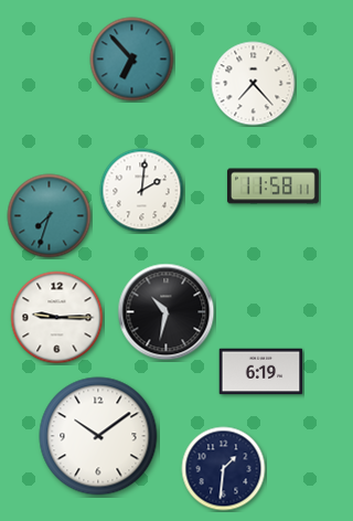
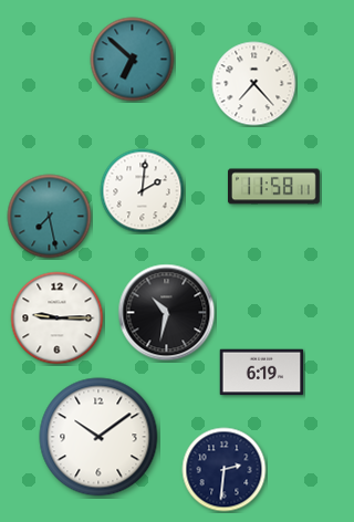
clock at (132, 60): 6:53 -> 6:52
clock at (50, 216): 7:33 -> 7:28
clock at (224, 469): 1:31 -> 2:31
